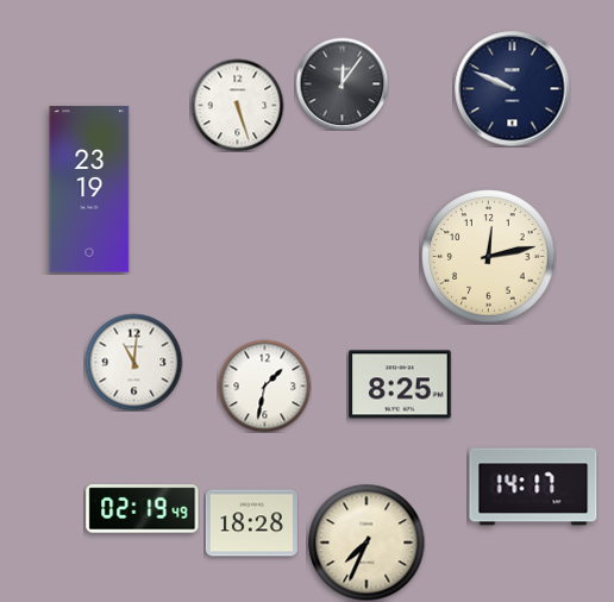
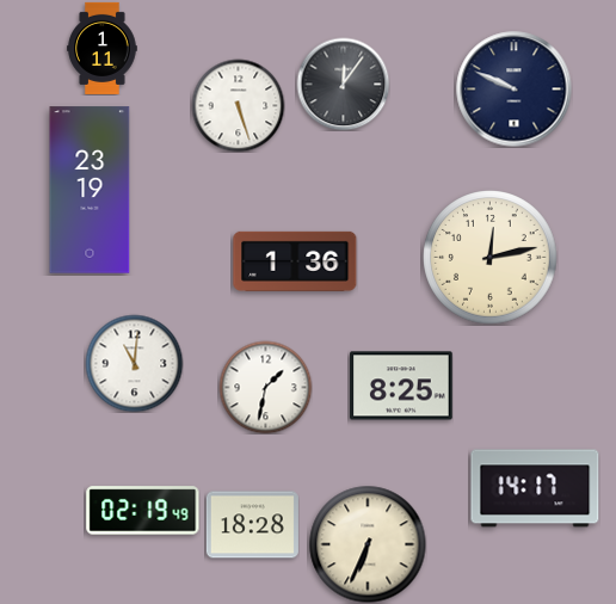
clock at (103, 48): none -> 1:11
clock at (295, 261): none -> 1:36
clock at (366, 543): 7:34 -> 6:34
